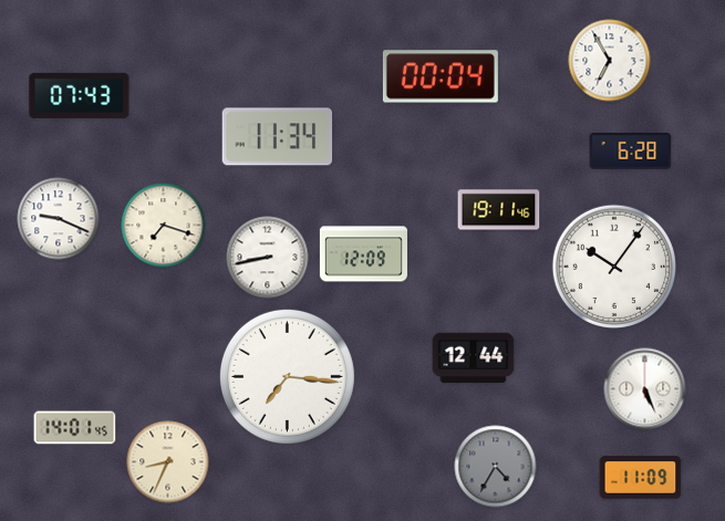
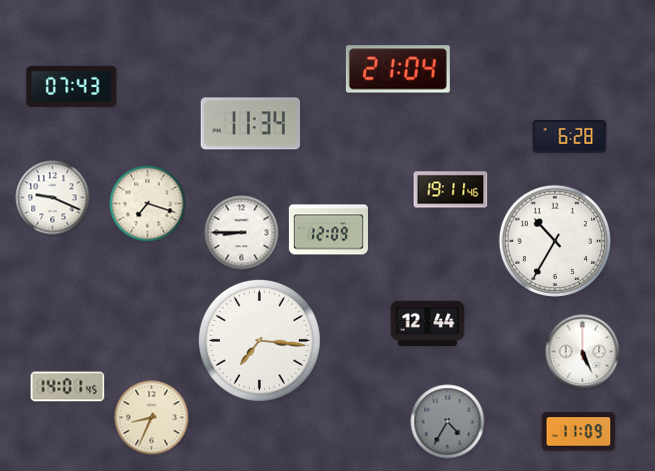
clock at (610, 61): 6:55 -> none
clock at (441, 76): 00:04 -> 21:04
clock at (268, 258): 8:43 -> 8:45
clock at (614, 267): 10:06 -> 10:35
